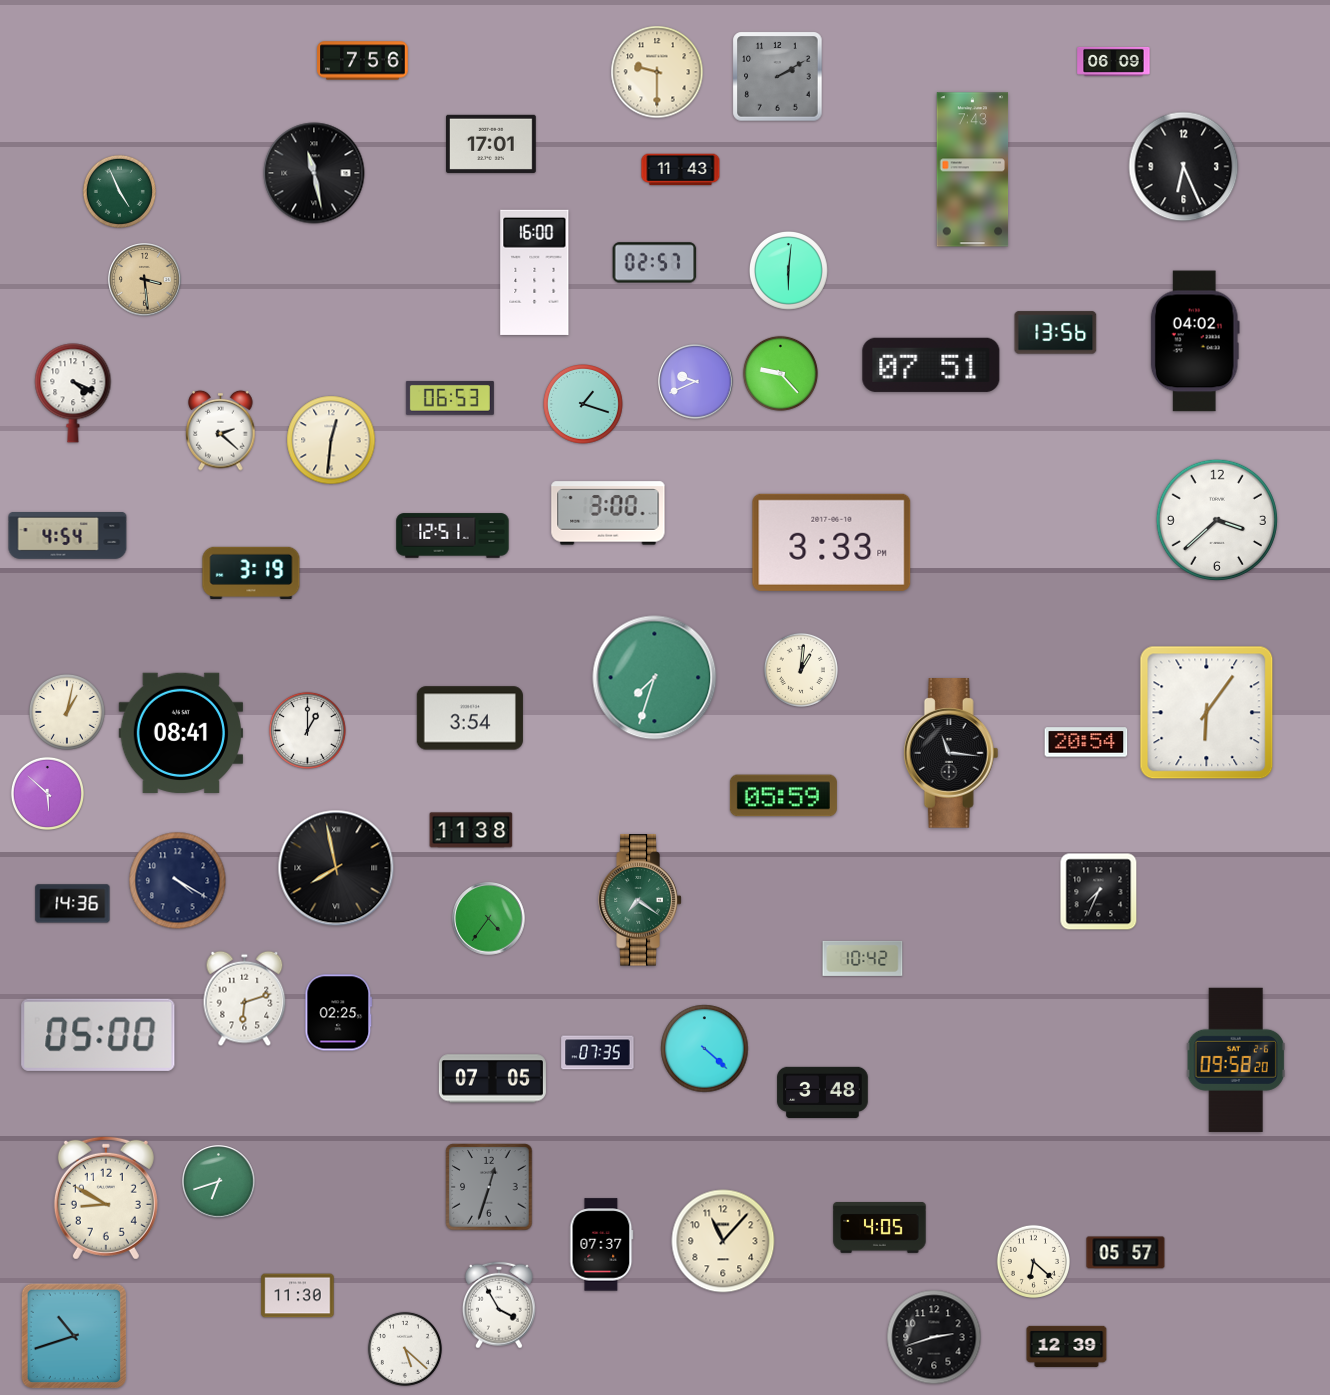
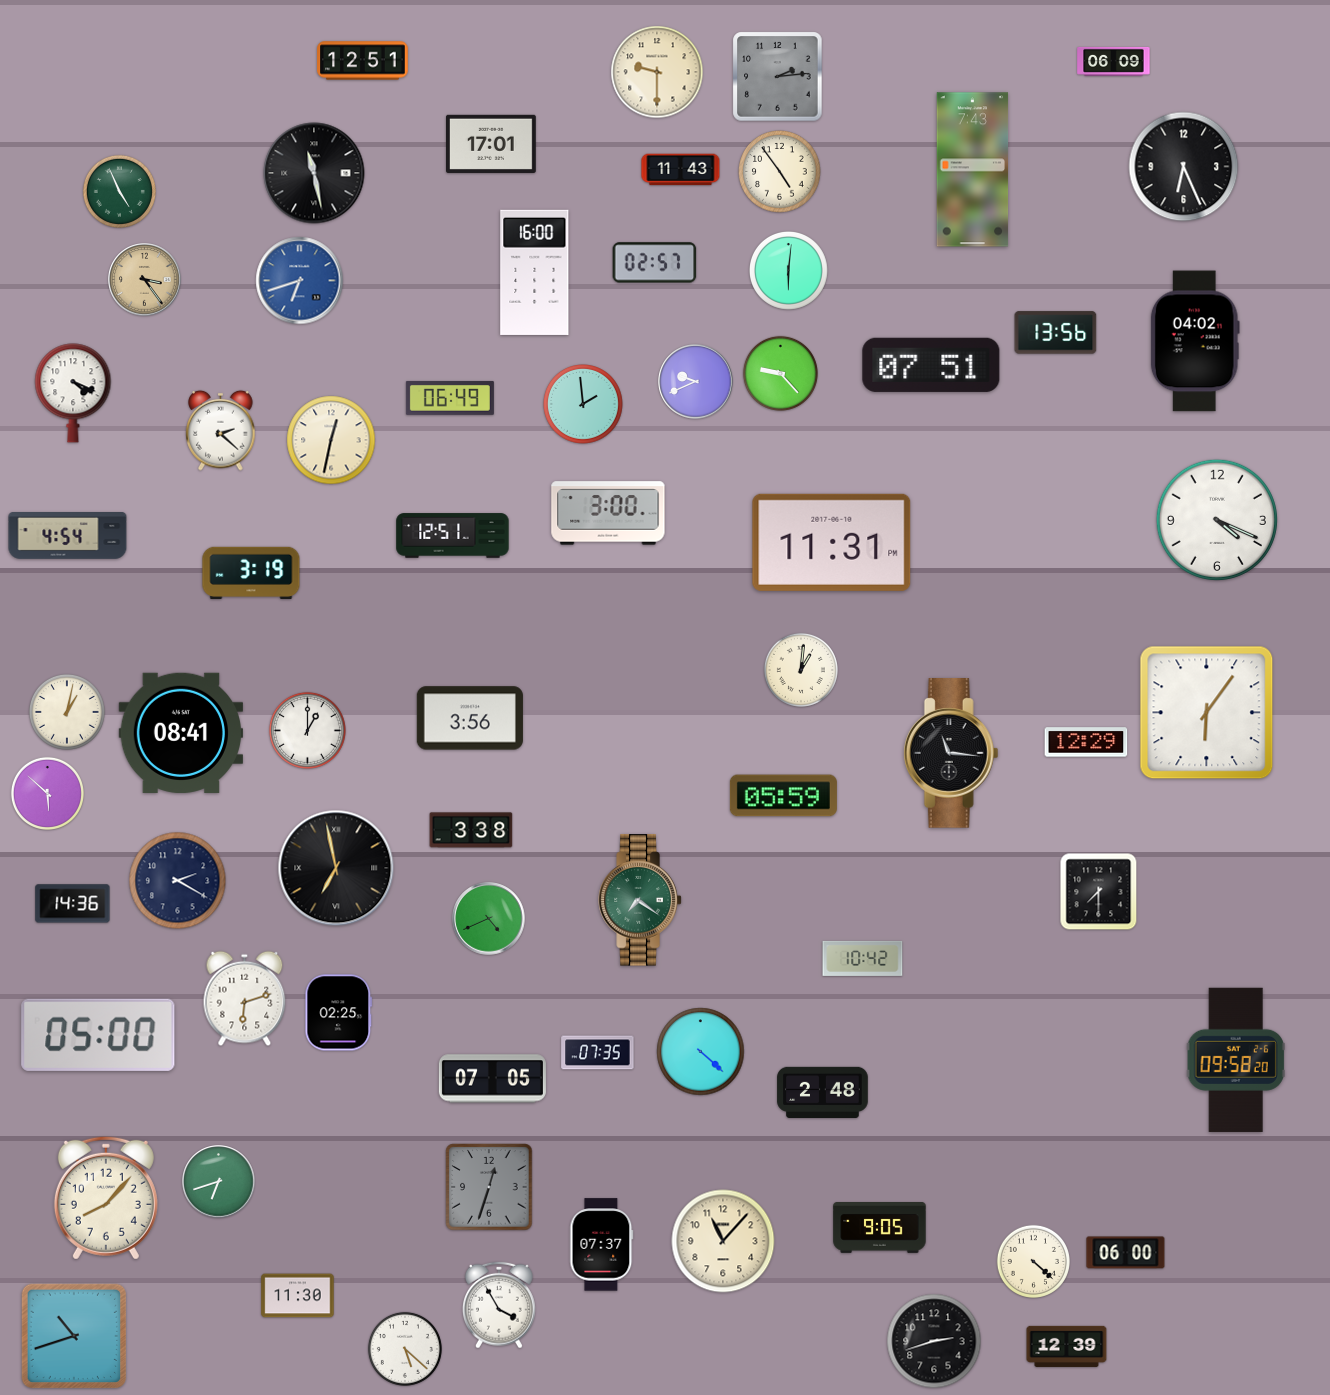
clock at (363, 61): 7:56 -> 12:51
clock at (778, 77): 2:10 -> 2:14
clock at (780, 172): none -> 4:54
clock at (145, 280): 3:29 -> 3:24
clock at (300, 281): none -> 6:42
clock at (450, 398): 06:53 -> 06:49
clock at (584, 405): 1:18 -> 1:59
clock at (331, 440): 12:31 -> 12:32
clock at (1217, 520): 3:38 -> 4:19
clock at (832, 542): 3:33 -> 11:31
clock at (655, 678): 7:33 -> none
clock at (470, 718): 3:54 -> 3:56
clock at (1086, 742): 20:54 -> 12:29
clock at (471, 830): 11:38 -> 3:38
clock at (336, 868): 7:58 -> 6:58
clock at (178, 881): 4:20 -> 2:20
clock at (1099, 892): 7:34 -> 7:30
clock at (489, 919): 4:36 -> 4:41
clock at (705, 1049) position: (705, 1049) -> (701, 1052)
clock at (823, 1092): 3:48 -> 2:48
clock at (106, 1198): 8:50 -> 8:07
clock at (880, 1228): 4:05 -> 9:05
clock at (1126, 1253): 05:57 -> 06:00
clock at (1033, 1261): 6:22 -> 4:22
clock at (934, 1337) position: (934, 1337) -> (934, 1341)
